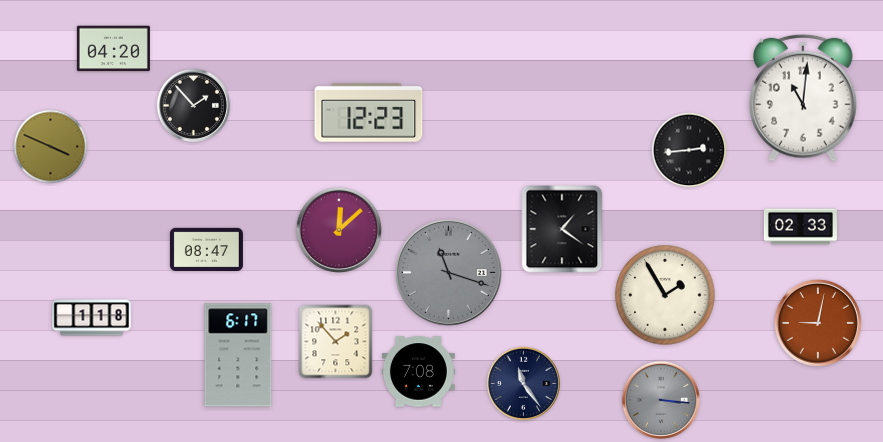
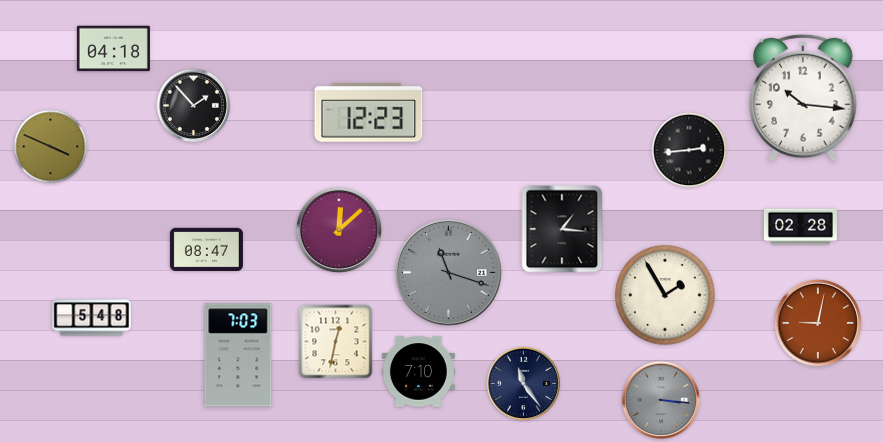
clock at (113, 49): 04:20 -> 04:18
clock at (804, 98): 11:01 -> 10:16
clock at (800, 227): 02:33 -> 02:28
clock at (562, 229): 1:21 -> 1:16
clock at (92, 318): 1:18 -> 5:48
clock at (336, 342): 1:53 -> 12:32
clock at (238, 355): 6:17 -> 7:03
clock at (418, 372): 7:08 -> 7:10
